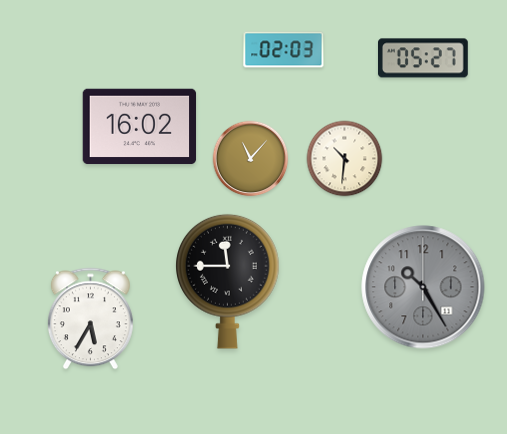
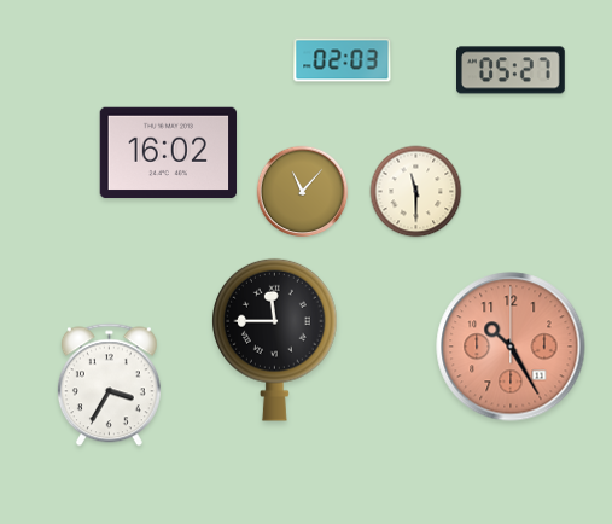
clock at (345, 159): 10:31 -> 11:30
clock at (423, 287) dial: grey -> salmon
clock at (90, 319): 5:35 -> 3:35
